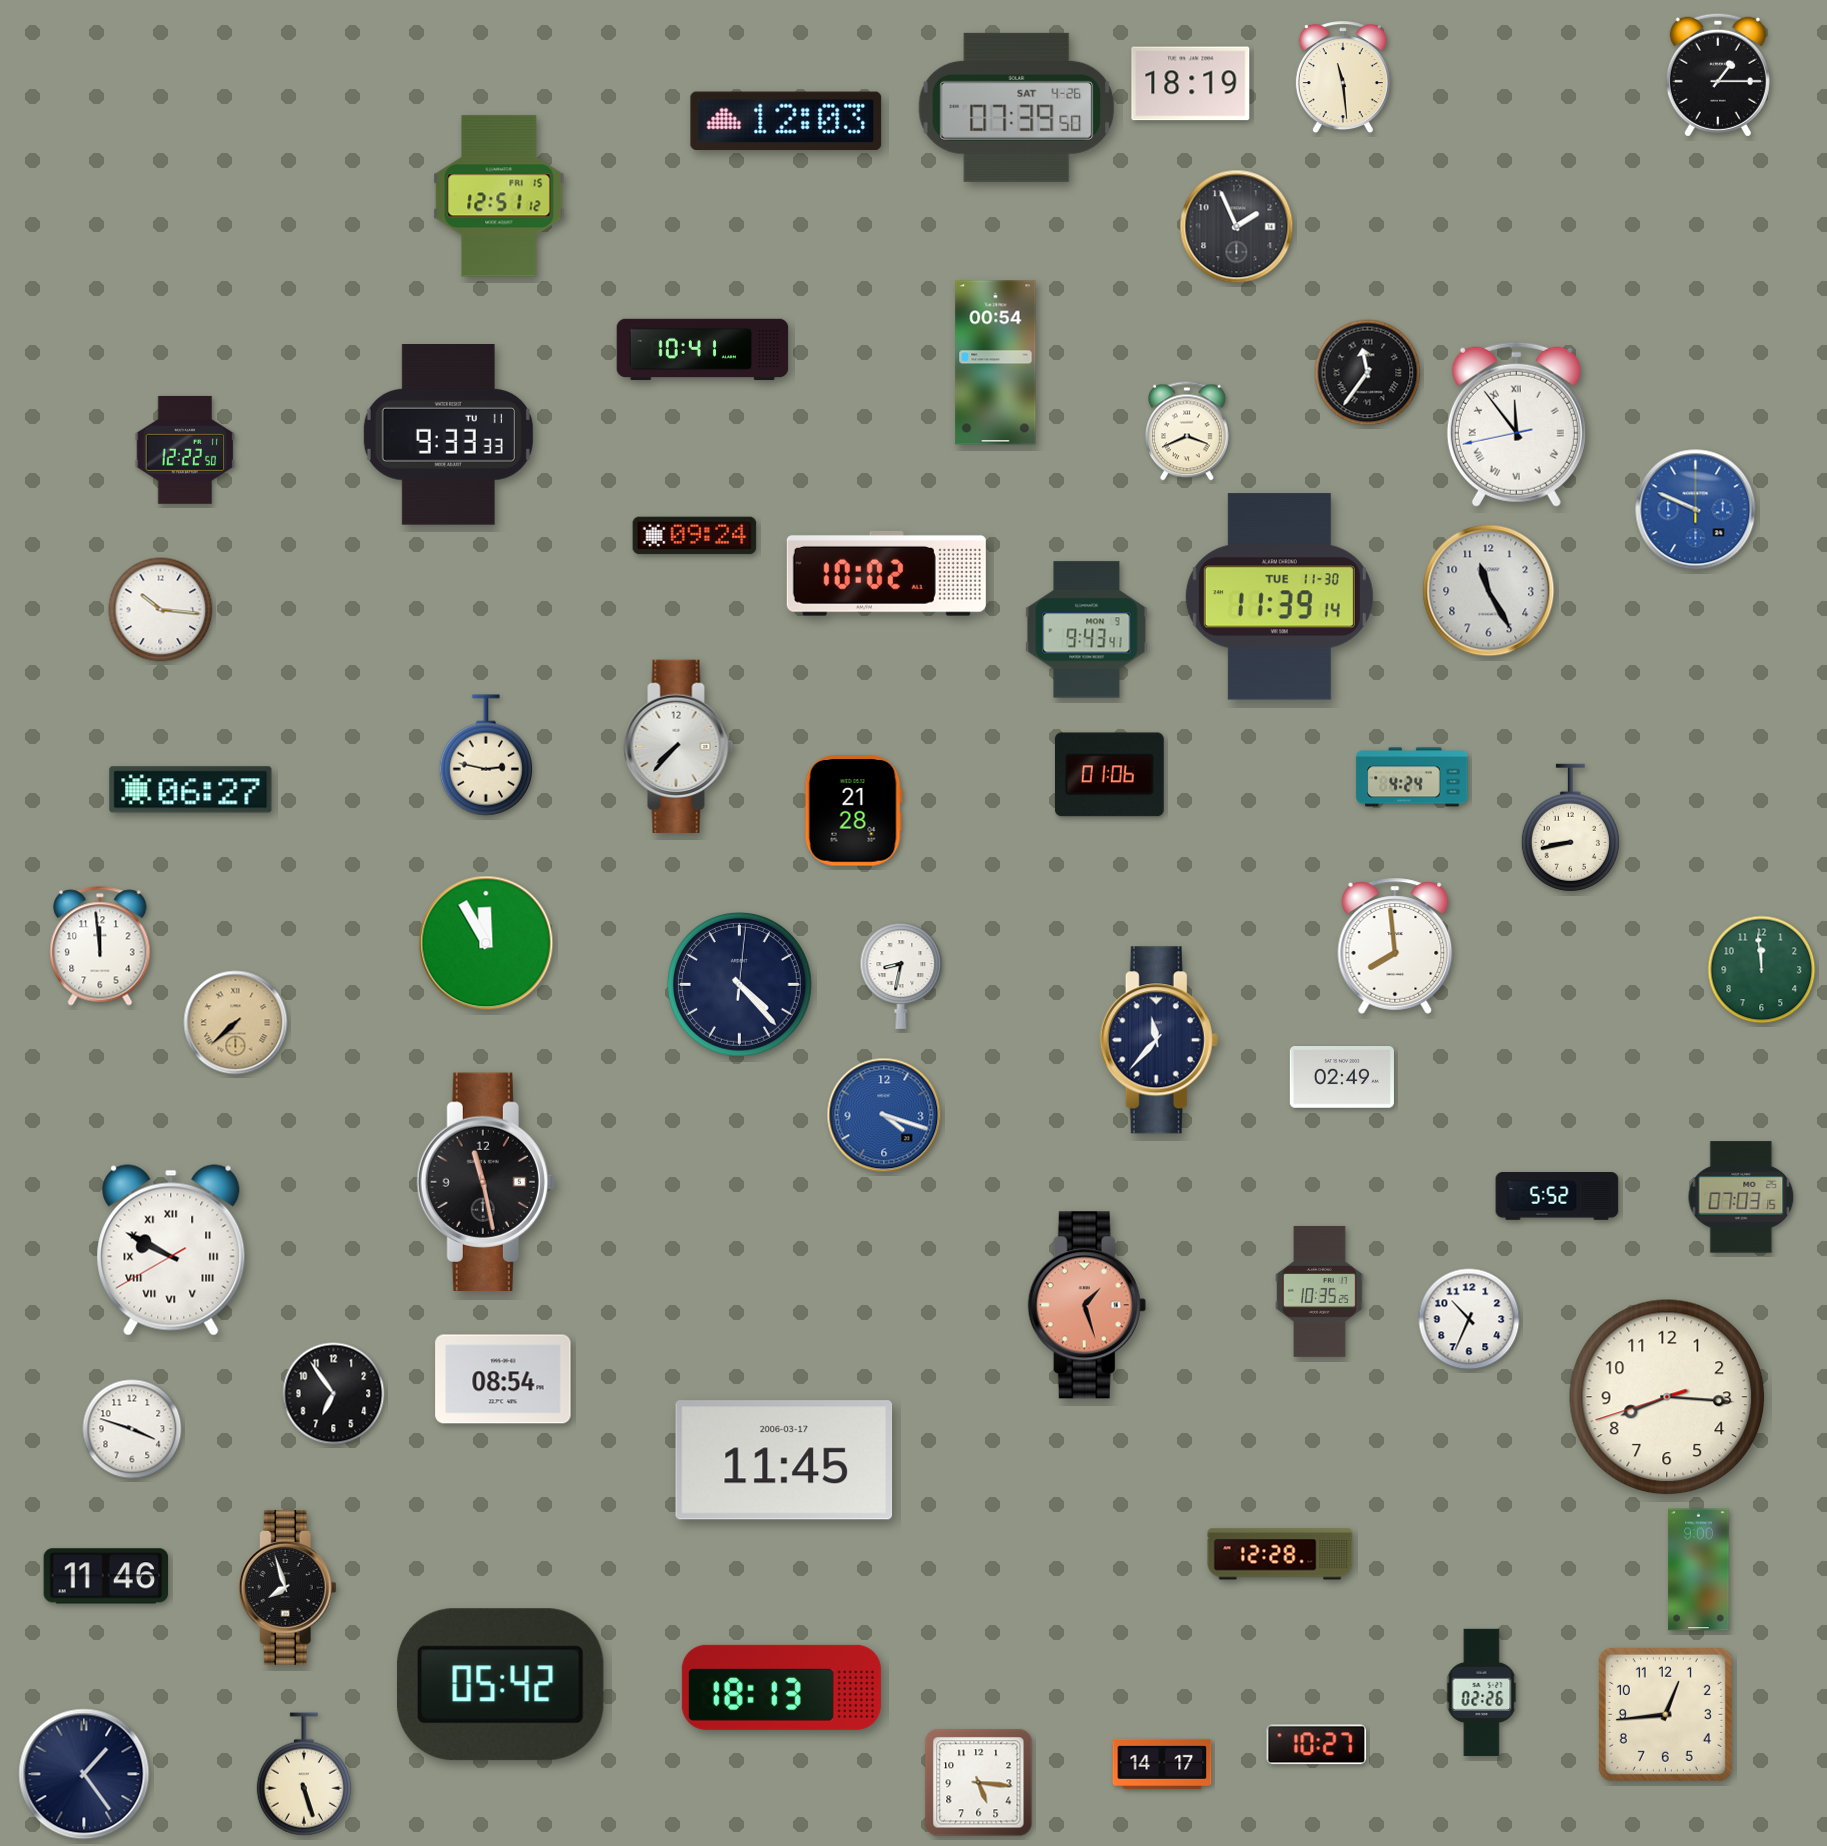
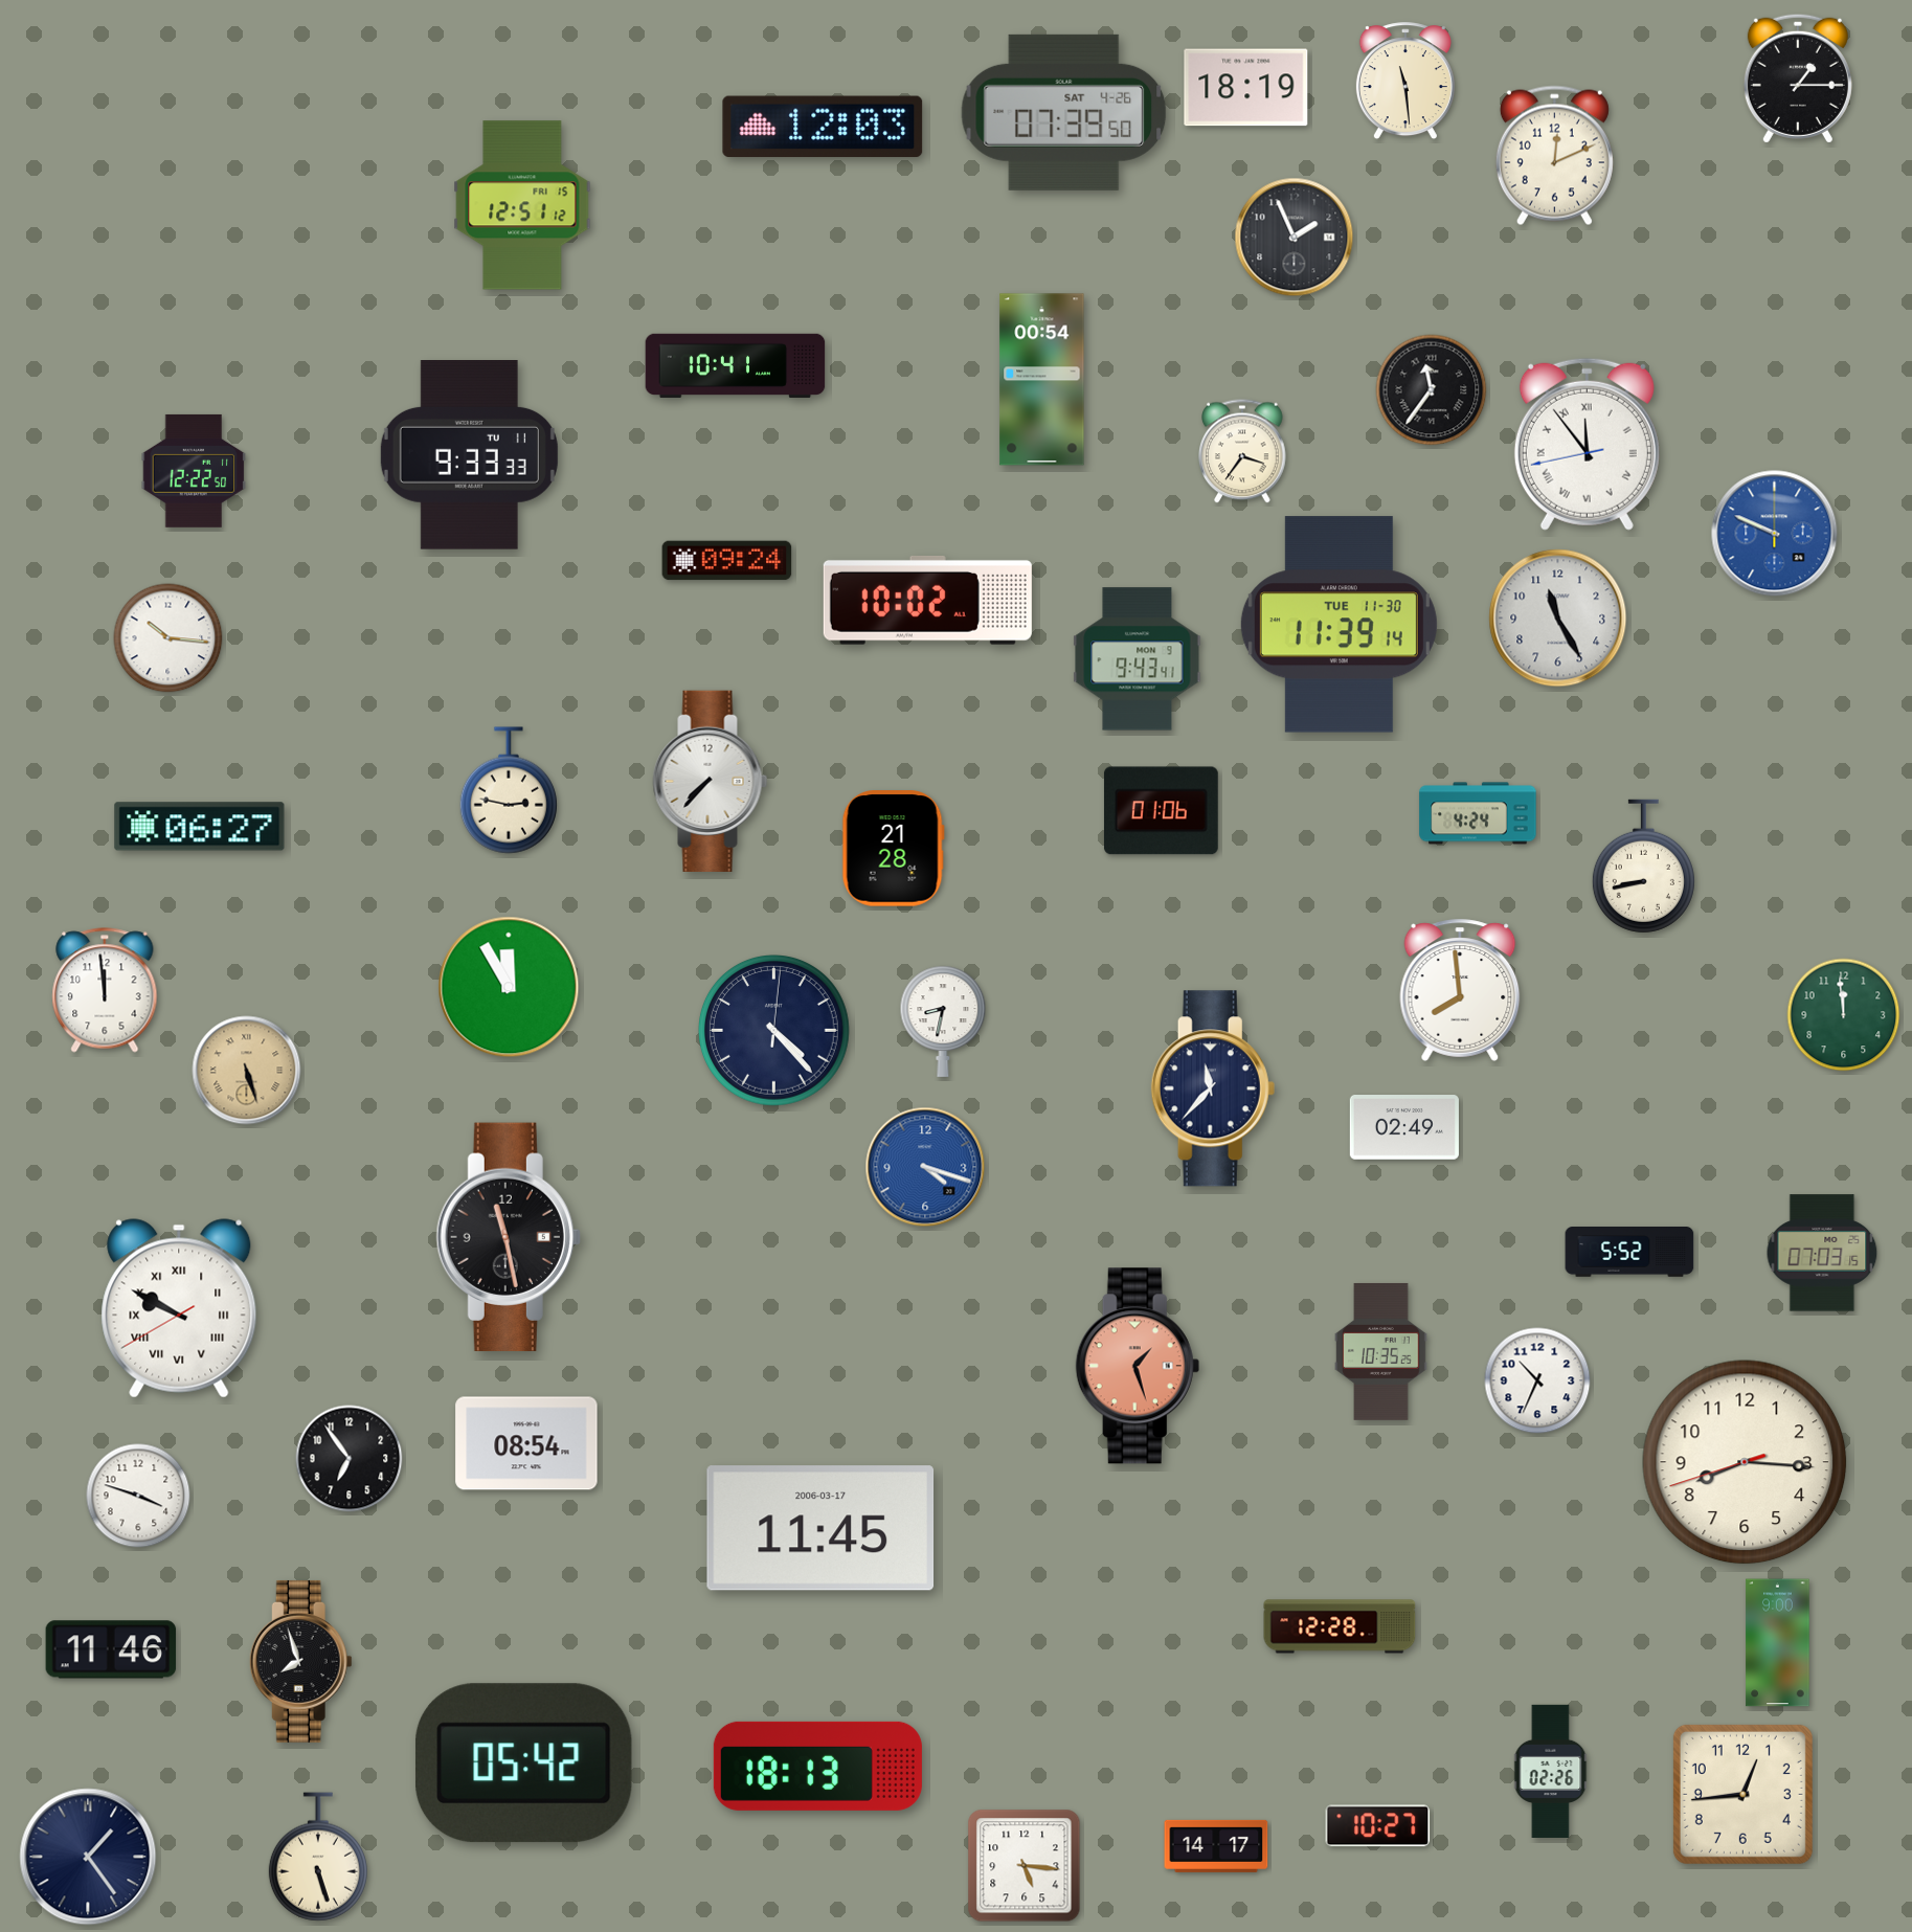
clock at (1554, 156): none -> 12:11
clock at (1188, 431): 3:41 -> 3:36
clock at (236, 1023): 7:38 -> 5:27
